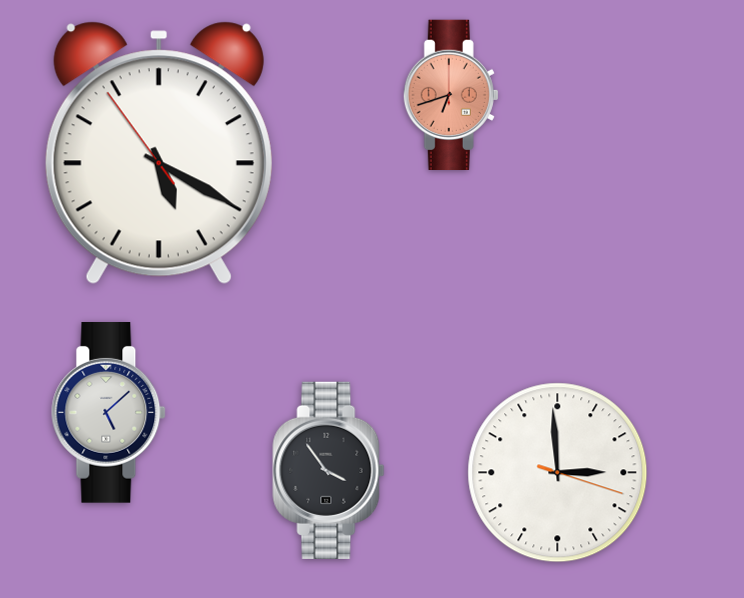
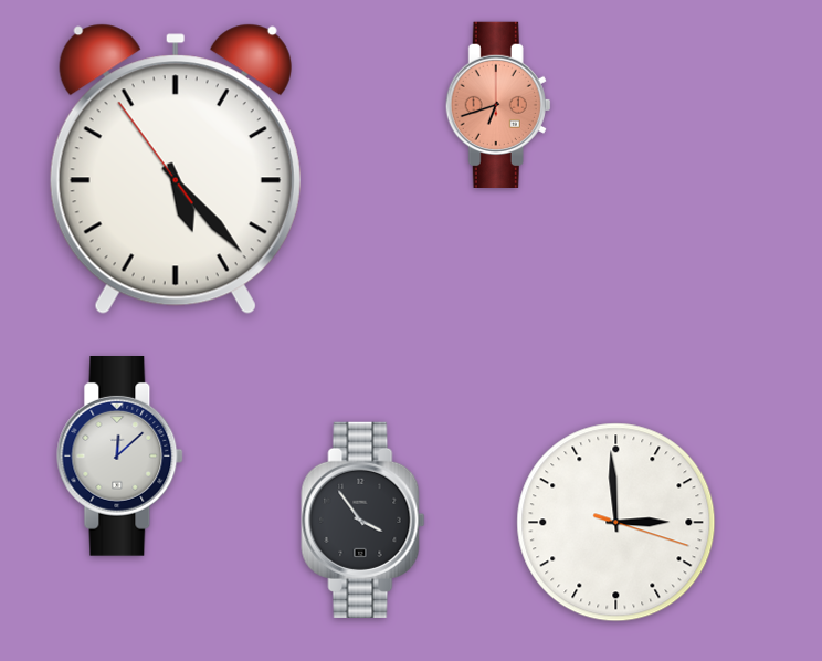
clock at (159, 153): 5:19 -> 5:22
clock at (109, 413): 5:08 -> 12:08
